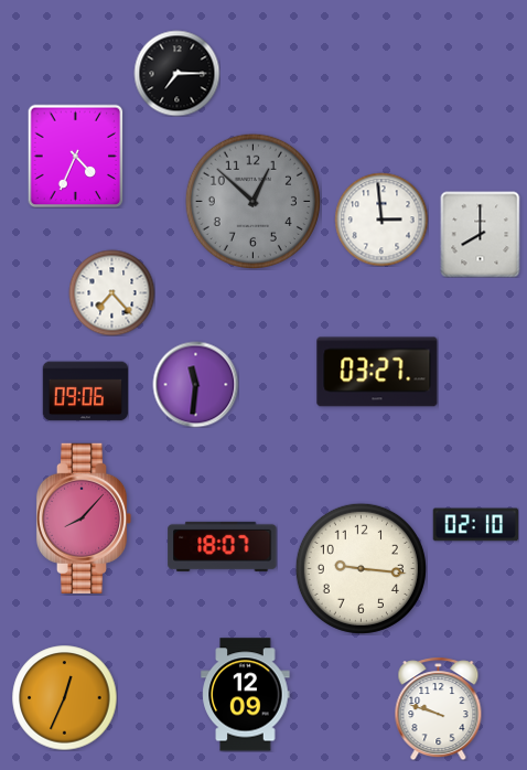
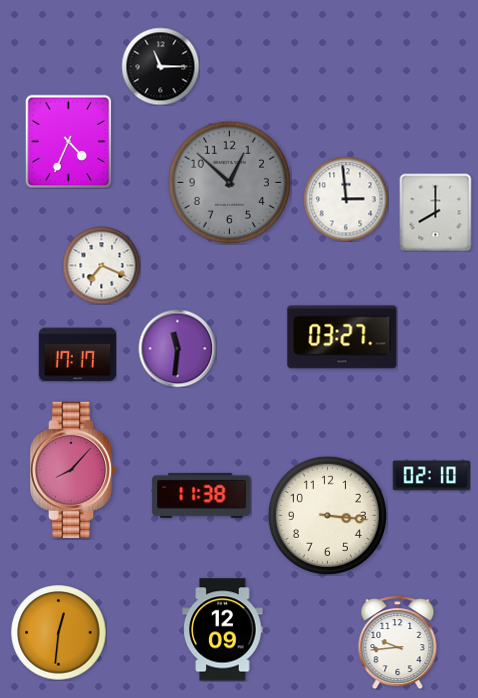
clock at (176, 73): 7:15 -> 11:15
clock at (111, 292): 7:23 -> 7:19
clock at (85, 392): 09:06 -> 17:17
clock at (84, 518) position: (84, 518) -> (73, 470)
clock at (223, 546): 18:07 -> 11:38
clock at (361, 568): 9:16 -> 3:16
clock at (64, 697): 12:34 -> 12:31
clock at (439, 708): 9:48 -> 9:44
